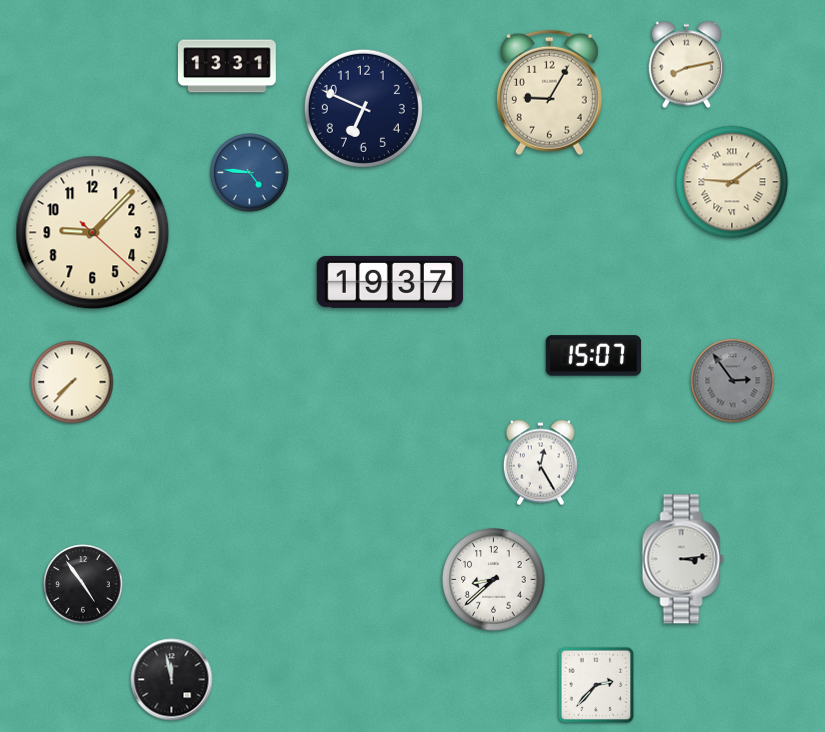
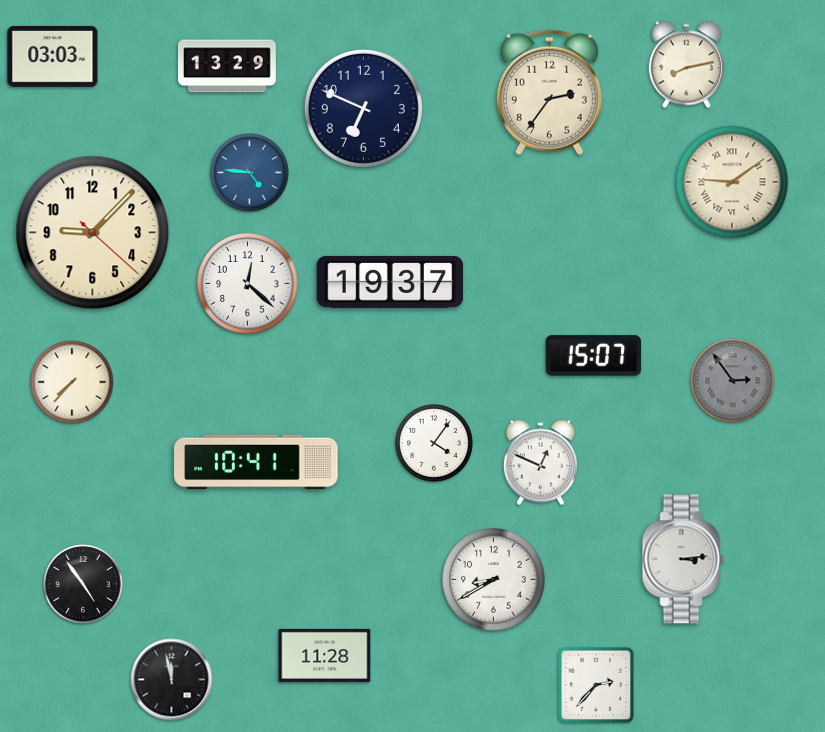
clock at (53, 57): none -> 03:03
clock at (227, 66): 13:31 -> 13:29
clock at (549, 93): 9:05 -> 2:36
clock at (248, 284): none -> 12:22
clock at (434, 443): none -> 4:06
clock at (256, 462): none -> 10:41
clock at (540, 463): 12:25 -> 12:49
clock at (494, 580): 8:38 -> 8:40
clock at (325, 655): none -> 11:28
